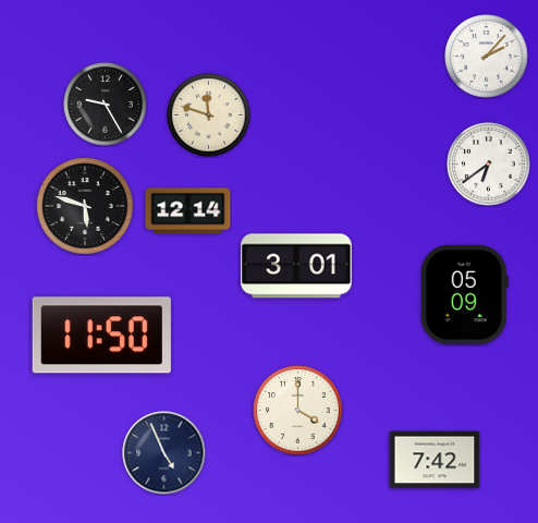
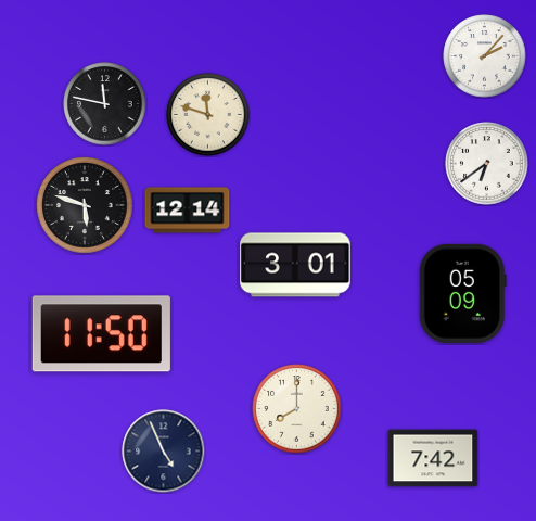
clock at (106, 105): 9:25 -> 11:47
clock at (298, 411): 4:00 -> 8:00
